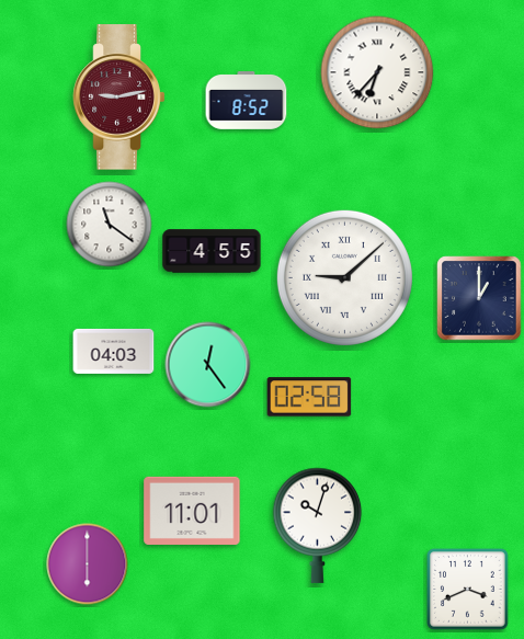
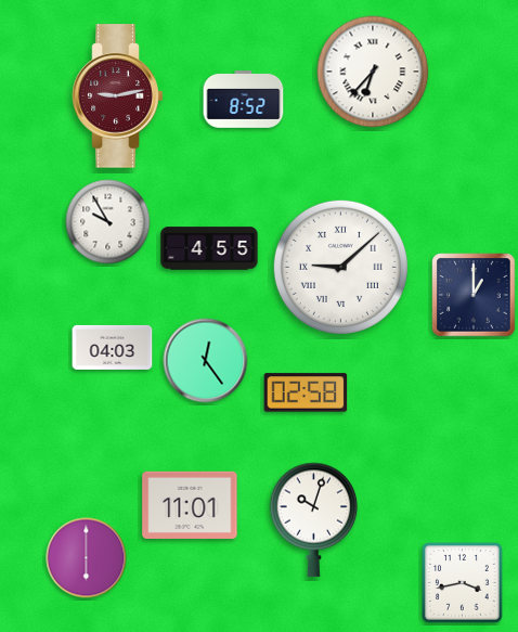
clock at (110, 225): 11:21 -> 9:55
clock at (344, 277) position: (344, 277) -> (340, 267)
clock at (468, 590): 3:41 -> 3:43
